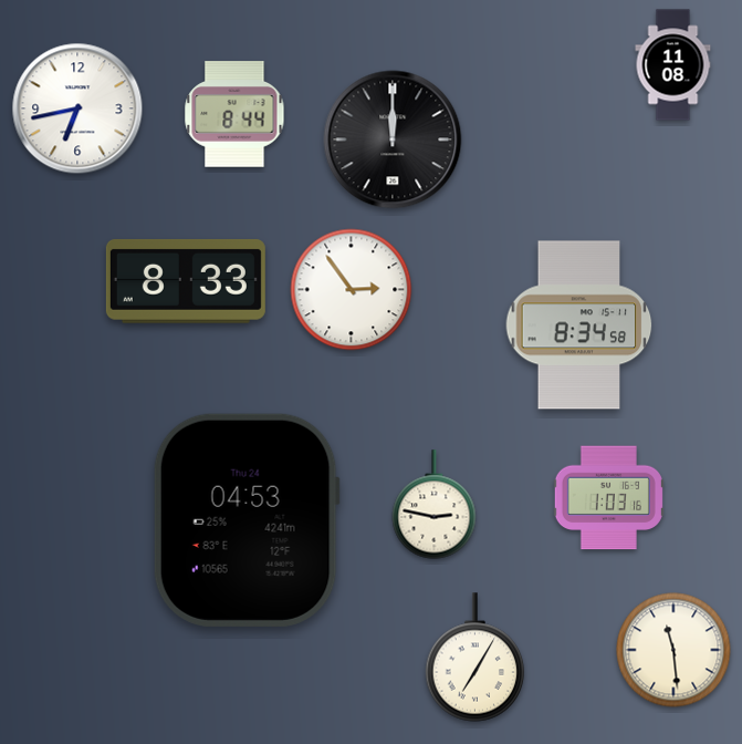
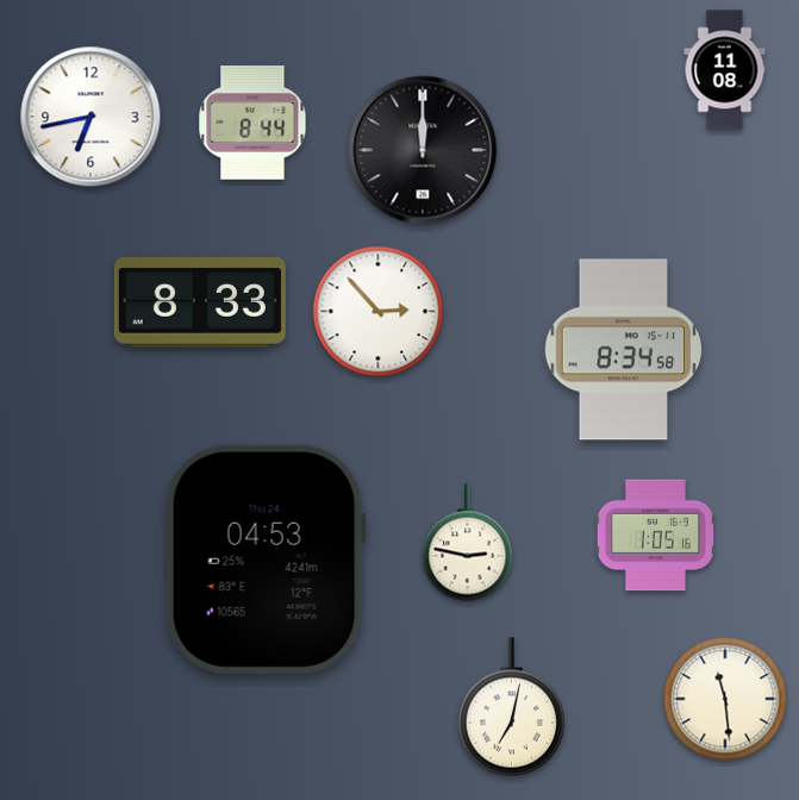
clock at (77, 108) position: (77, 108) -> (90, 117)
clock at (352, 290): 2:54 -> 2:53
clock at (608, 498): 1:03 -> 1:05
clock at (475, 658): 7:05 -> 7:02
